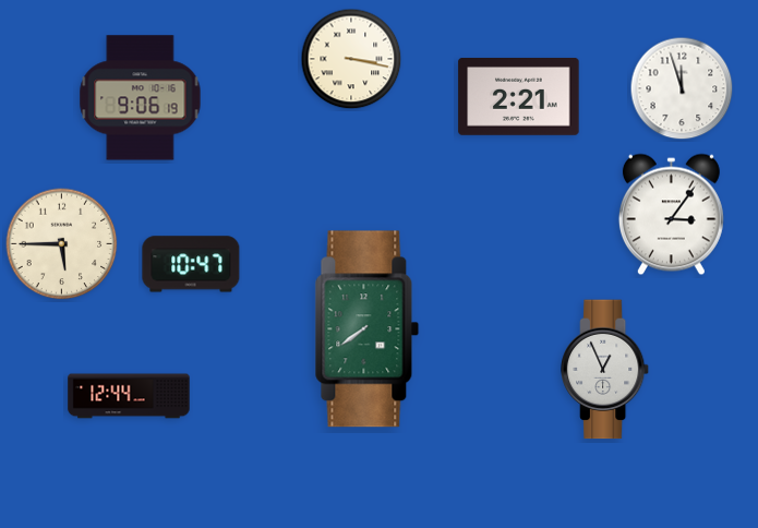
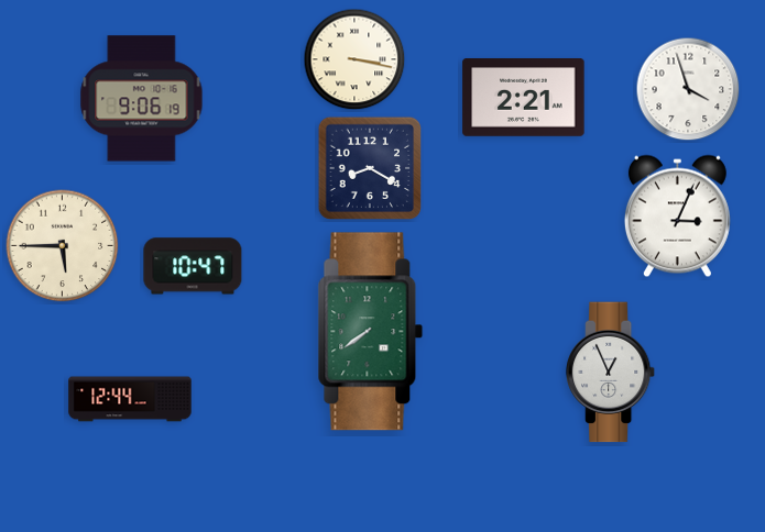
clock at (682, 88): 11:57 -> 3:57
clock at (370, 168): none -> 8:20
clock at (671, 215): 3:06 -> 3:04
